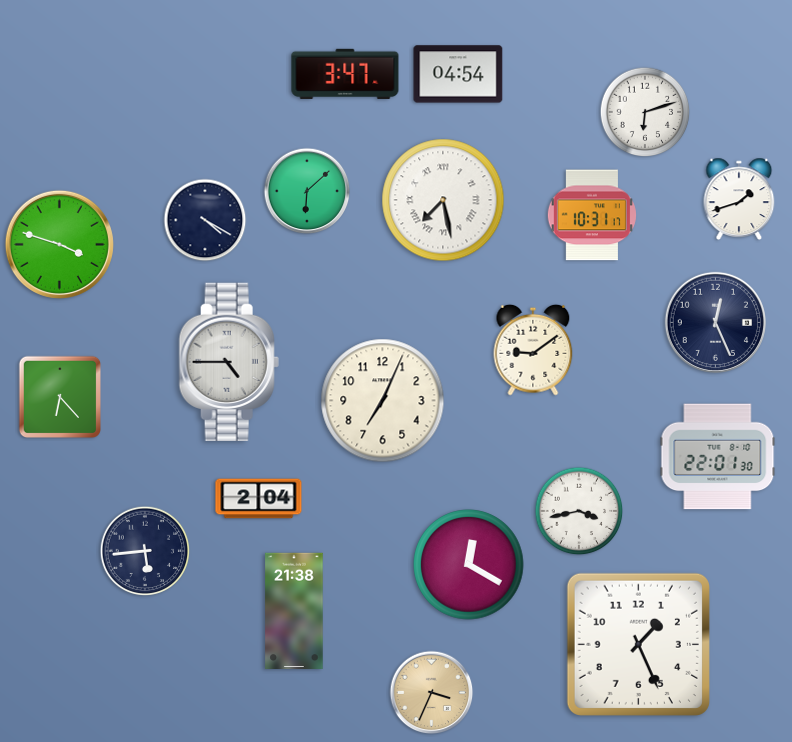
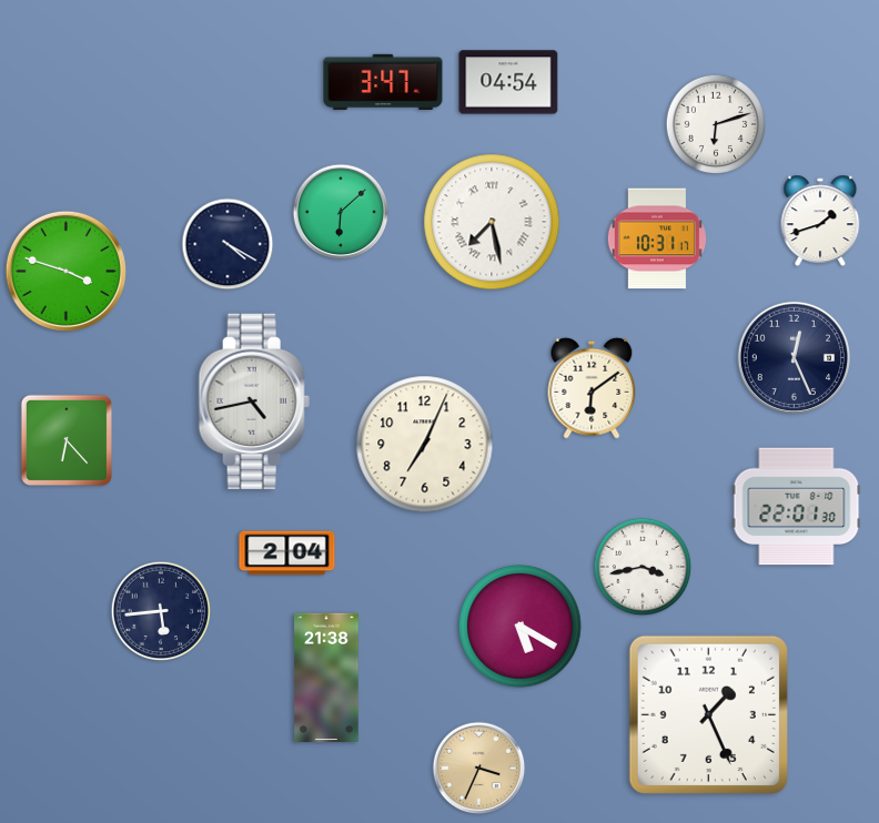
clock at (533, 350): 9:09 -> 6:09
clock at (229, 361): 4:45 -> 4:43
clock at (469, 565): 12:20 -> 5:20
